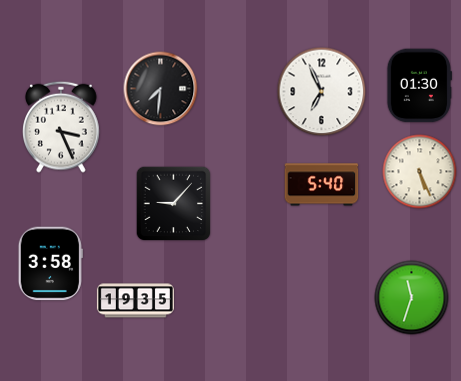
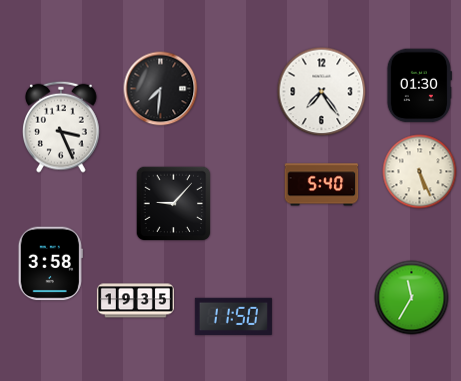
clock at (322, 92): 6:56 -> 7:24
clock at (412, 298): 11:33 -> 11:35
clock at (233, 317): none -> 11:50
